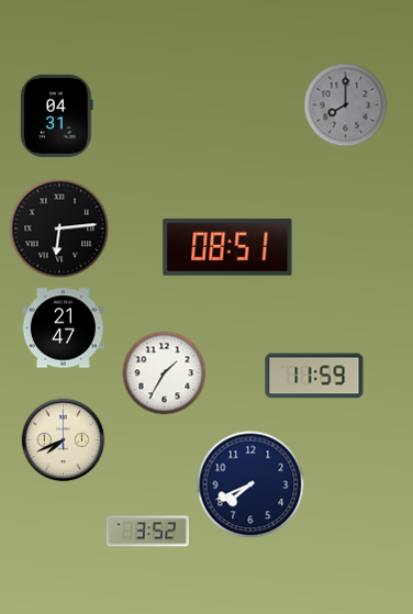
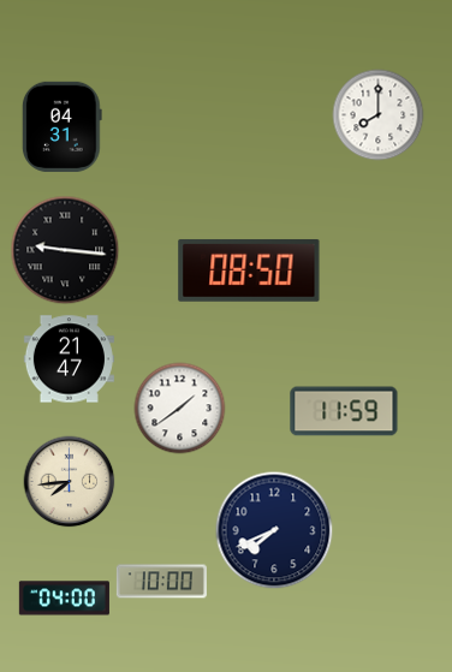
clock at (346, 105) dial: grey -> white
clock at (59, 228): 6:14 -> 9:16
clock at (227, 247): 08:51 -> 08:50
clock at (165, 373): 1:35 -> 1:39
clock at (64, 440): 7:41 -> 7:44
clock at (147, 532): 3:52 -> 10:00
clock at (64, 599): none -> 04:00
